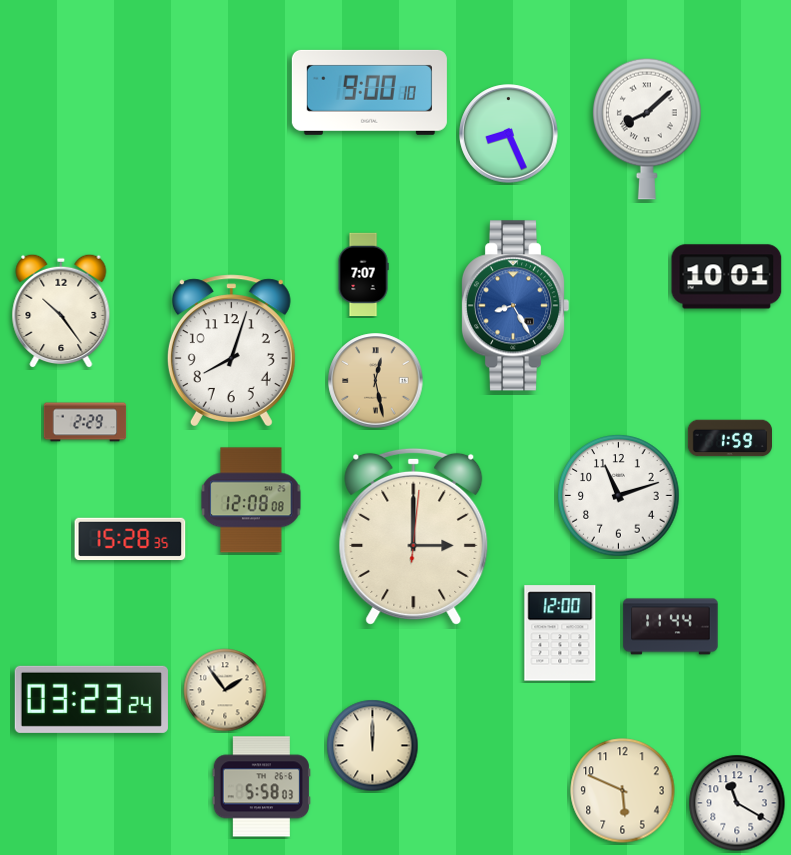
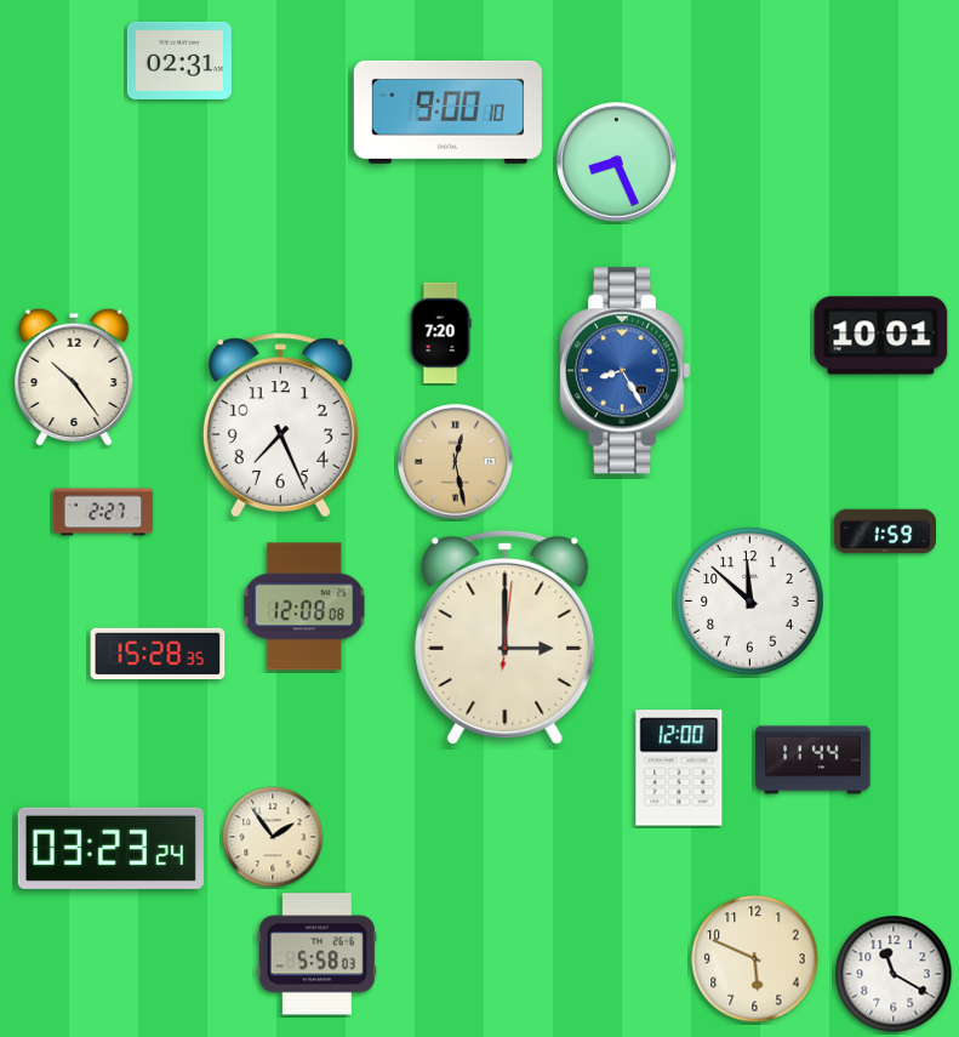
clock at (179, 61): none -> 02:31
clock at (647, 129): 8:08 -> none
clock at (363, 275): 7:07 -> 7:20
clock at (231, 351): 8:03 -> 7:26
clock at (85, 422): 2:29 -> 2:27
clock at (619, 496): 11:12 -> 11:52
clock at (414, 536) position: (414, 536) -> (506, 637)
clock at (373, 746): 12:00 -> none
